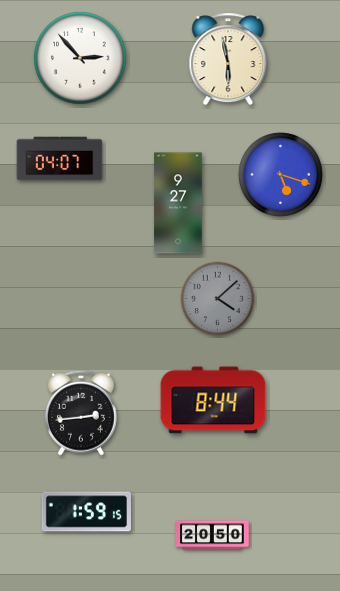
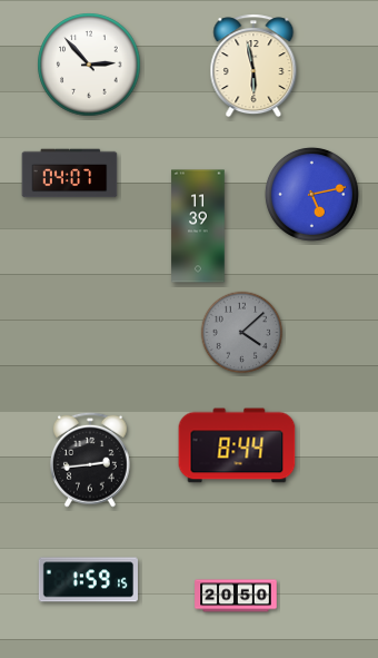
clock at (60, 159) position: (60, 159) -> (70, 174)
clock at (280, 174): 5:18 -> 5:13
clock at (178, 203): 9:27 -> 11:39
clock at (86, 512) position: (86, 512) -> (88, 580)
